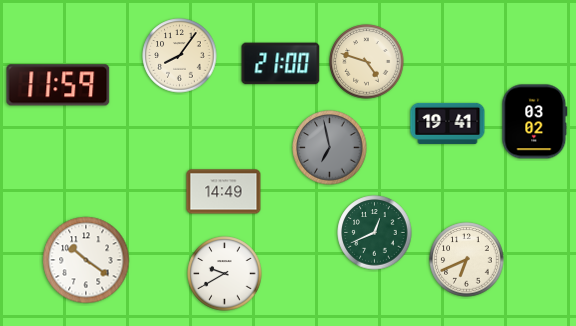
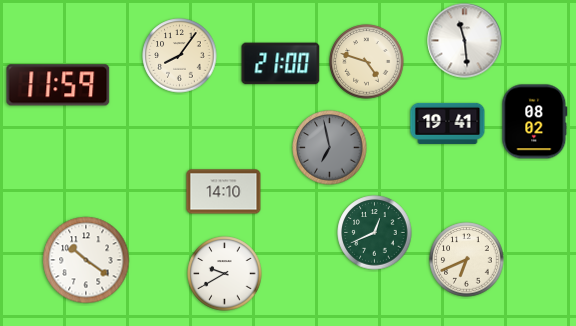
clock at (465, 41): none -> 11:29
clock at (535, 122): 03:02 -> 08:02
clock at (224, 192): 14:49 -> 14:10
